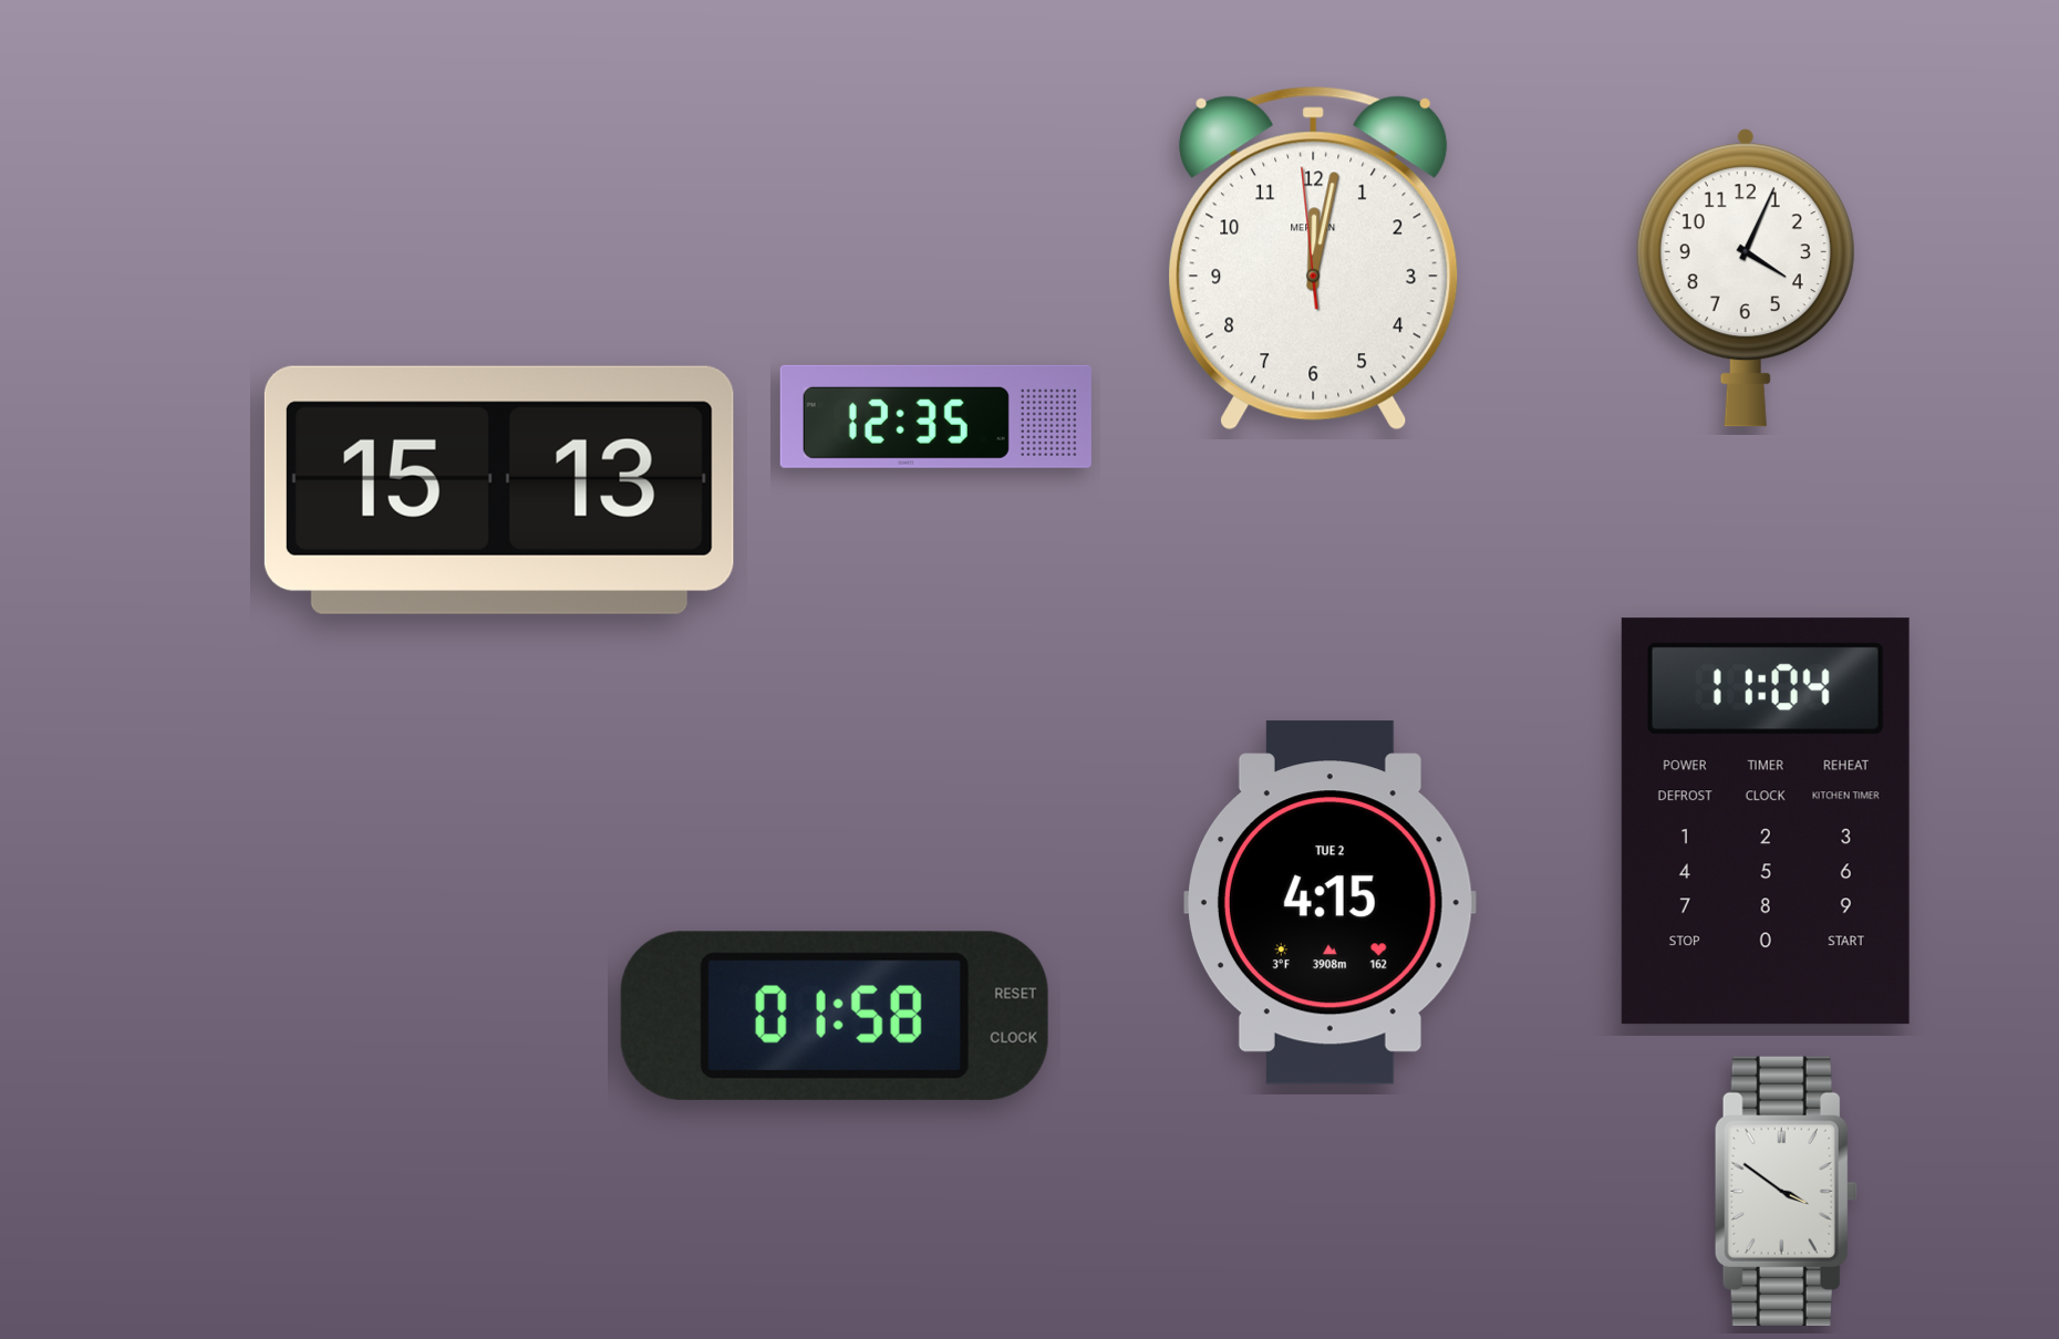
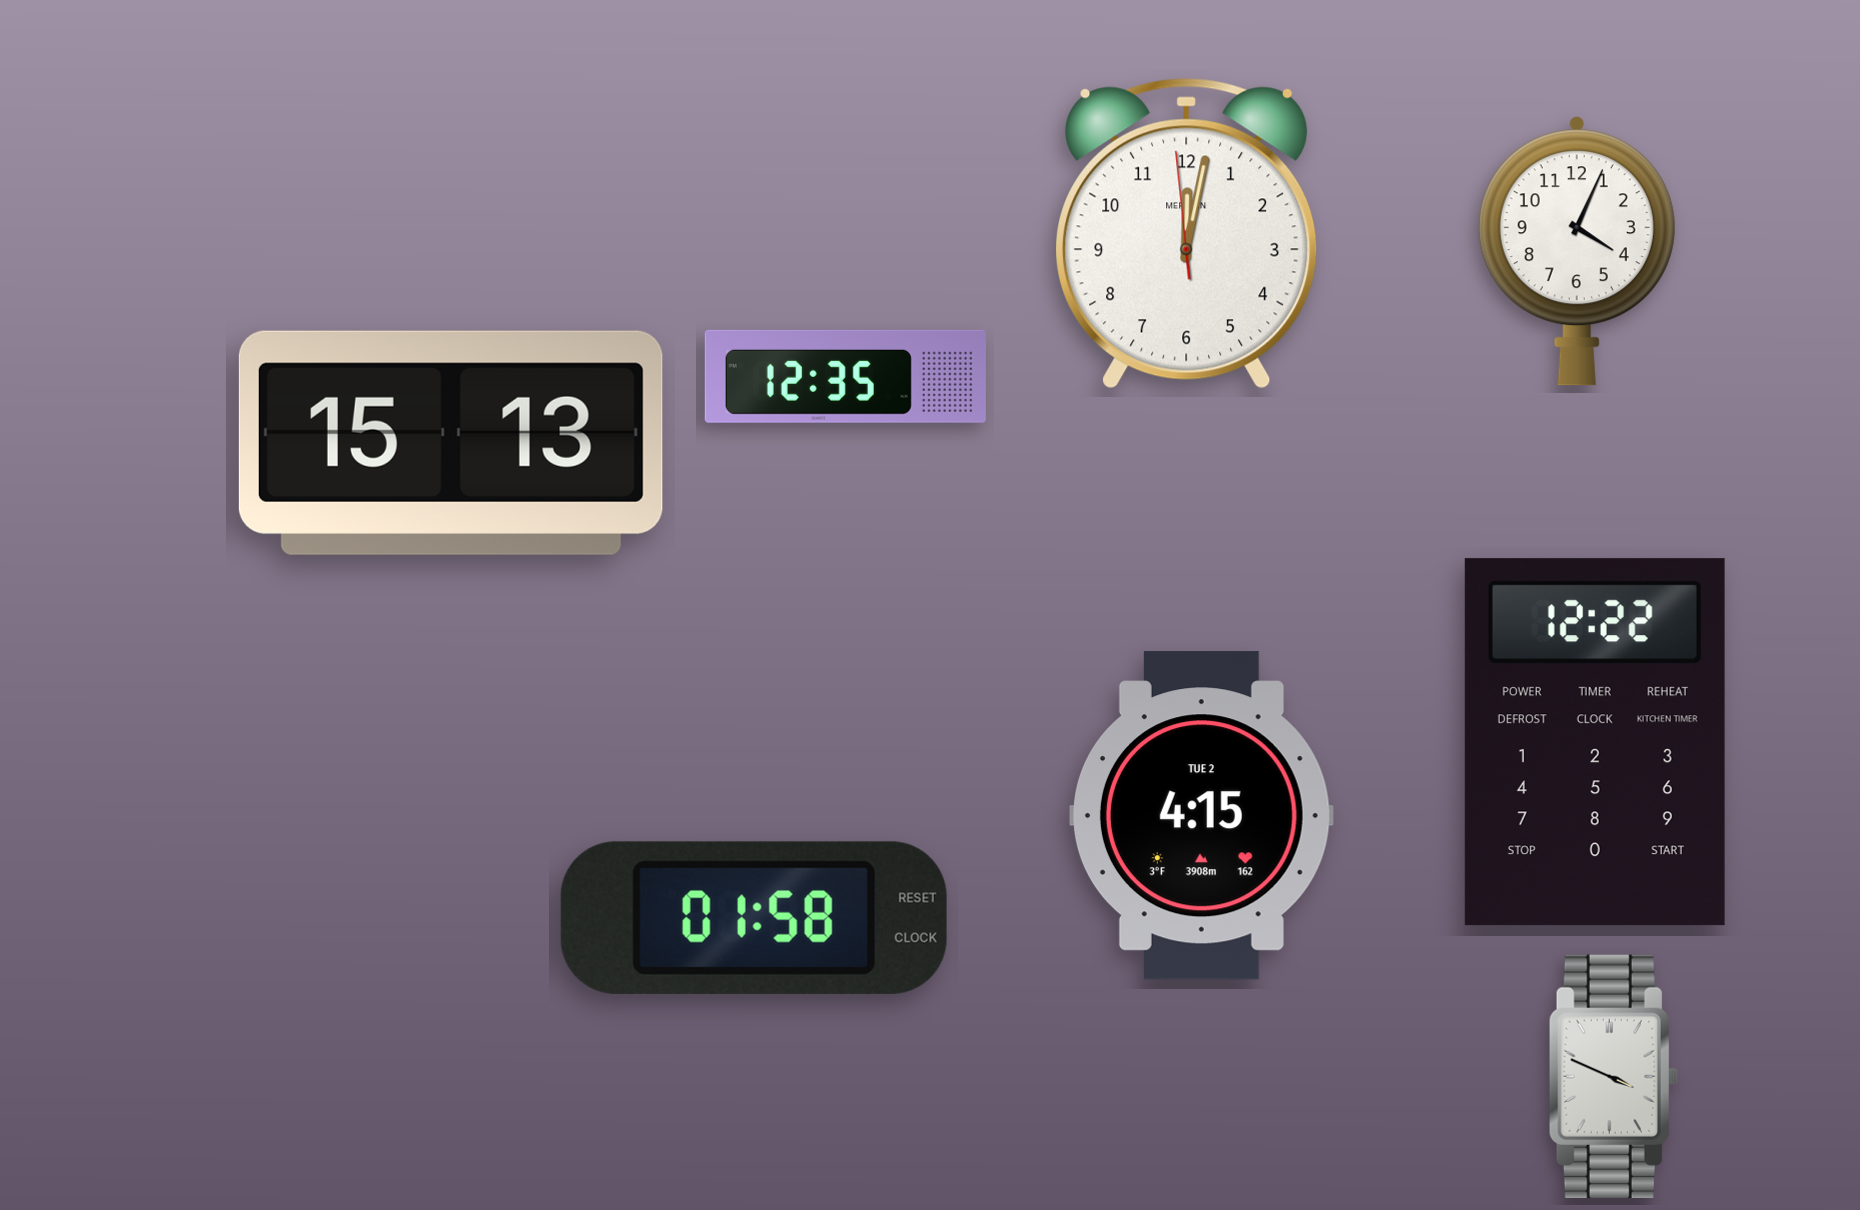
clock at (1766, 821): 11:04 -> 12:22
clock at (1786, 1191): 3:51 -> 3:49
